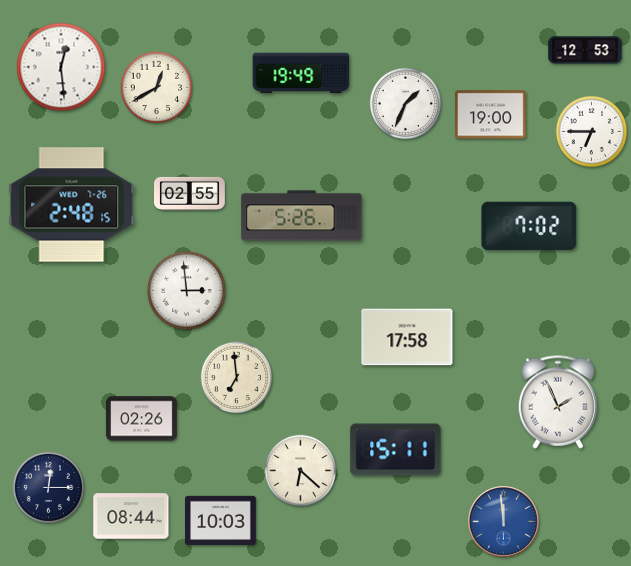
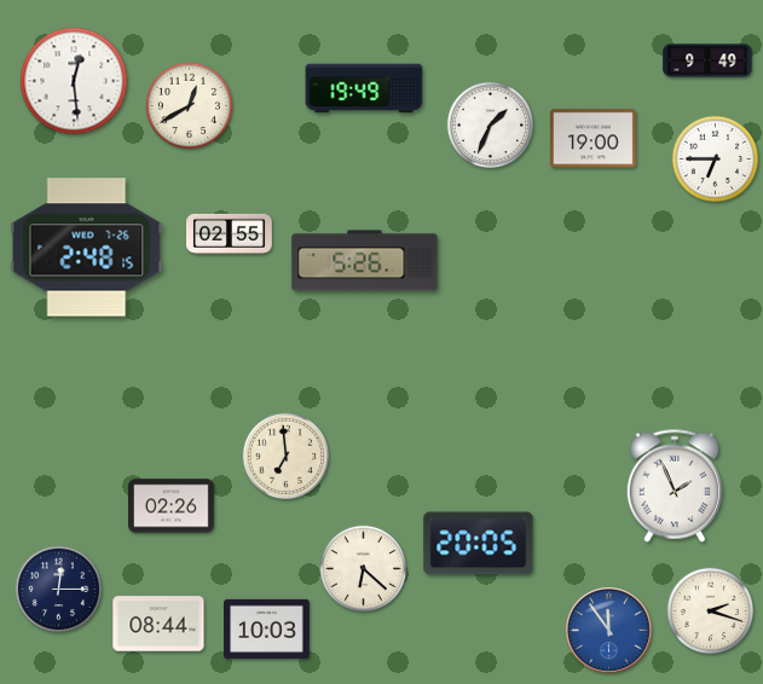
clock at (585, 50): 12:53 -> 9:49
clock at (529, 225): 7:02 -> none
clock at (187, 291): 2:59 -> none
clock at (407, 337): 17:58 -> none
clock at (396, 450): 15:11 -> 20:05
clock at (711, 611): none -> 2:18
clock at (504, 522): 11:59 -> 11:54
